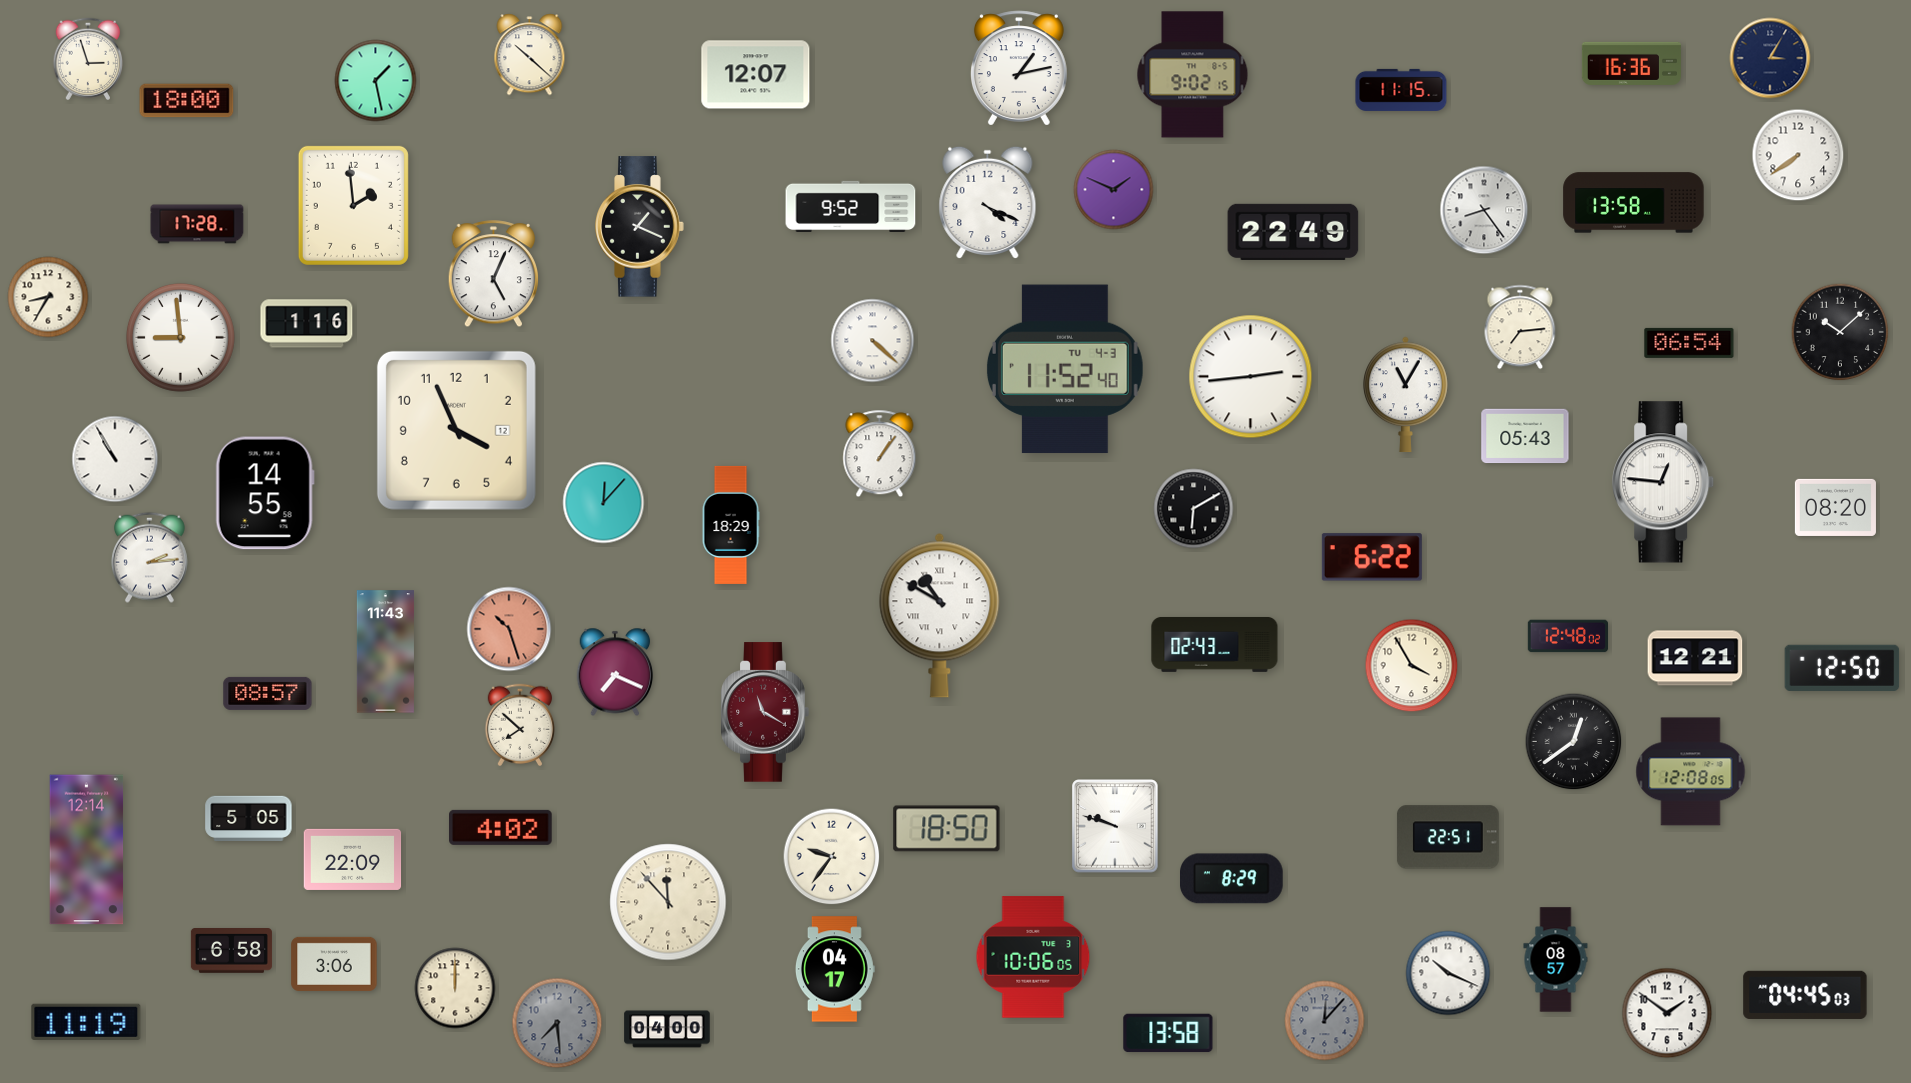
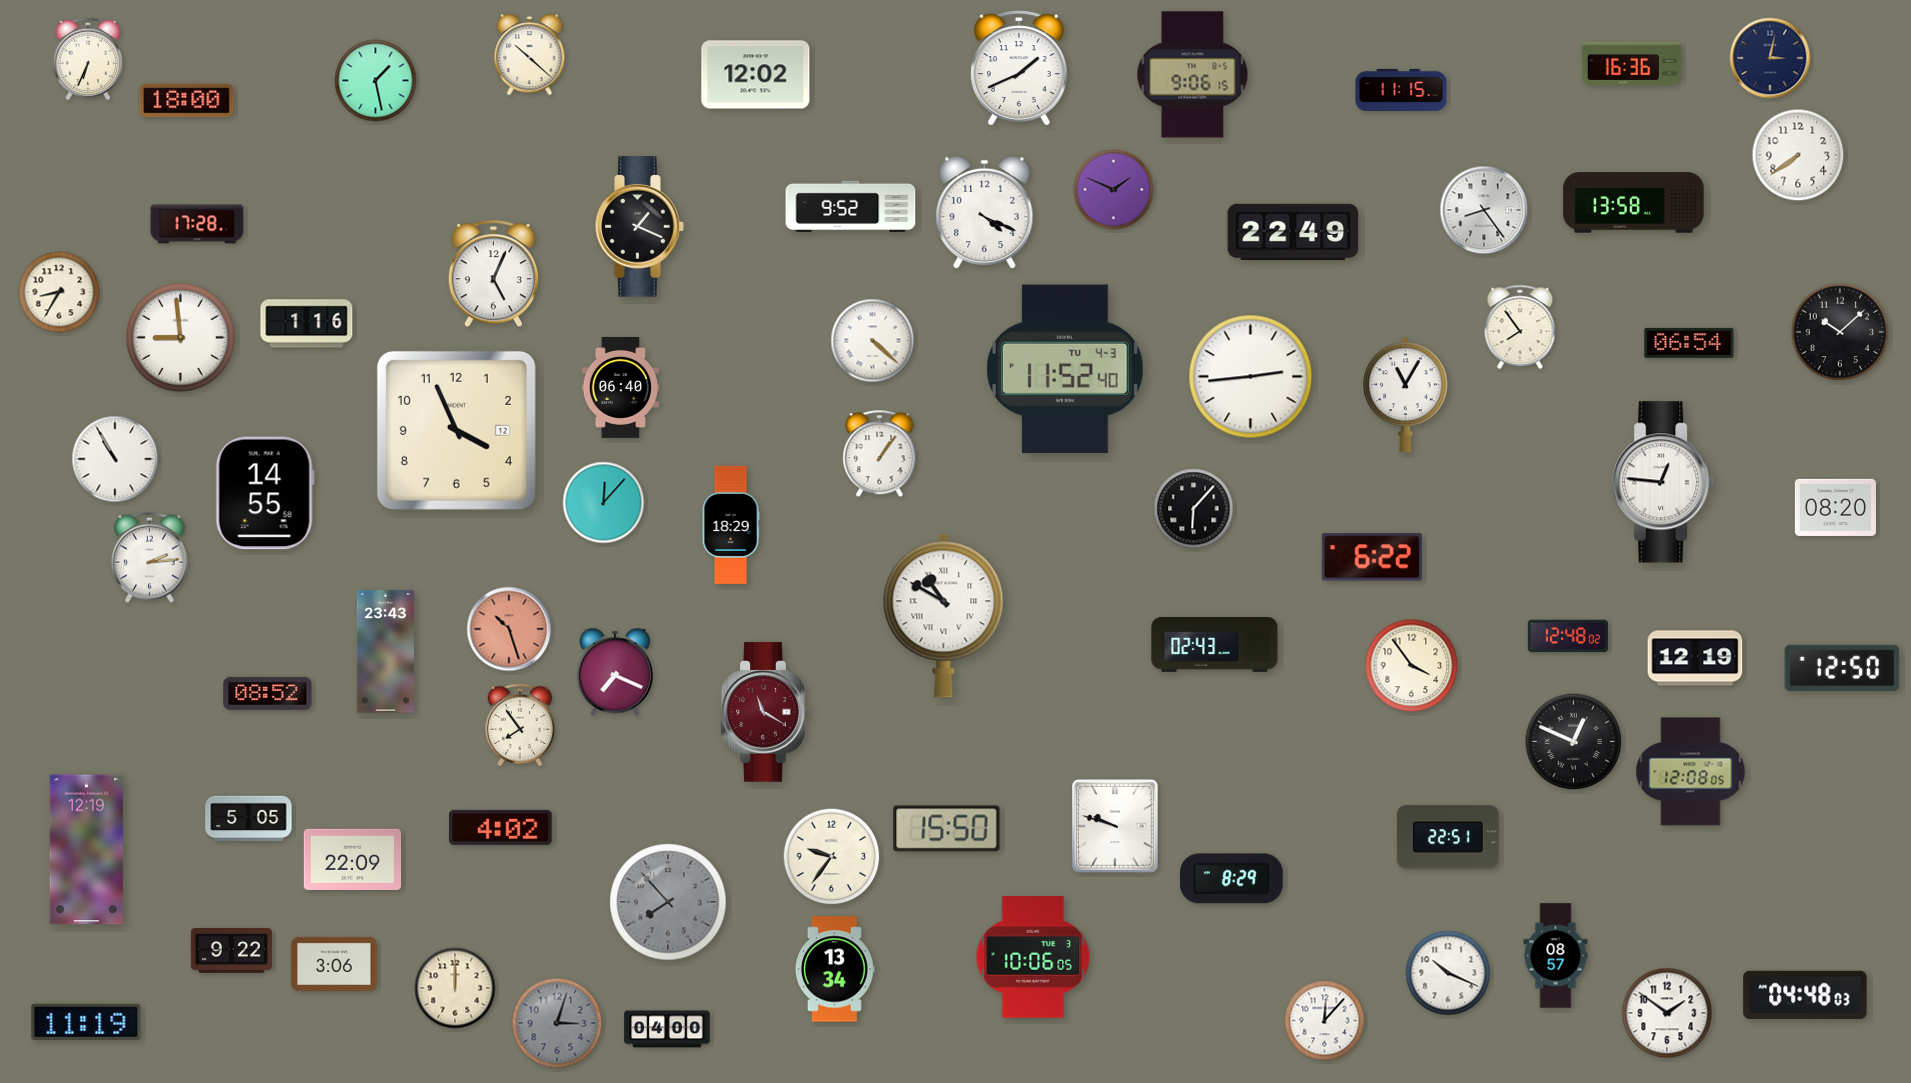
clock at (1770, 58): 3:05 -> 3:02
clock at (88, 59): 2:57 -> 6:34
clock at (1019, 68): 1:13 -> 1:41
clock at (756, 75): 12:07 -> 12:02
clock at (1193, 75): 9:02 -> 9:06
clock at (988, 203) position: (988, 203) -> (985, 213)
clock at (353, 205): 1:59 -> none
clock at (48, 297) position: (48, 297) -> (59, 292)
clock at (1520, 327): 7:14 -> 7:54
clock at (620, 387): none -> 06:40
clock at (1525, 436): 05:43 -> none
clock at (1194, 509): 6:10 -> 6:07
clock at (940, 615) position: (940, 615) -> (944, 615)
clock at (385, 652): 11:43 -> 23:43
clock at (1695, 658): 12:21 -> 12:19
clock at (1412, 666): 3:55 -> 3:54
clock at (268, 693): 08:57 -> 08:52
clock at (520, 725): 7:52 -> 7:54
clock at (1574, 742): 12:39 -> 12:49
clock at (947, 829): 18:50 -> 15:50
clock at (87, 850): 12:14 -> 12:19
clock at (668, 902): 11:53 -> 7:53
clock at (668, 902) dial: cream -> grey
clock at (231, 951): 6:58 -> 9:22
clock at (1556, 960) position: (1556, 960) -> (1556, 956)
clock at (835, 969): 04:17 -> 13:34
clock at (1805, 995): 04:45 -> 04:48
clock at (1325, 1021) dial: grey -> white
clock at (557, 1023): 7:29 -> 3:03
clock at (1168, 1033): 13:58 -> none
